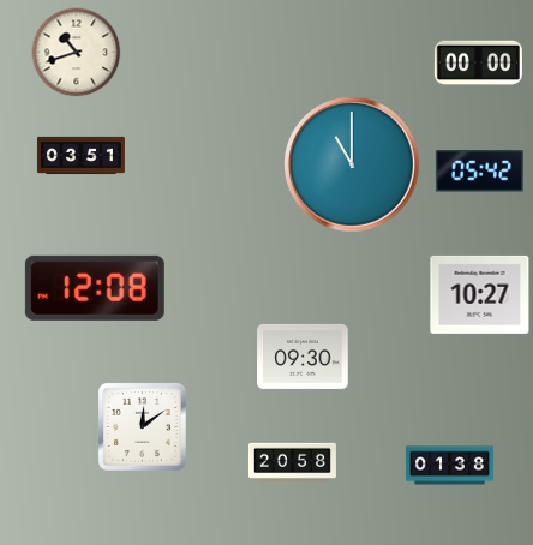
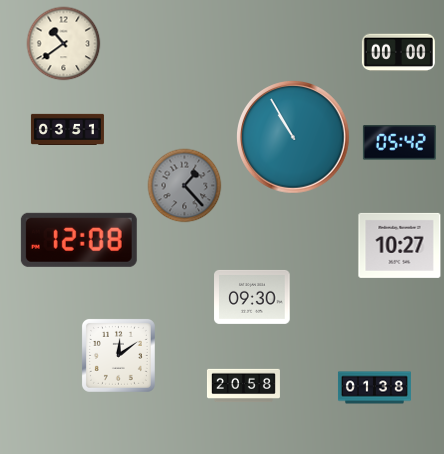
clock at (77, 53): 10:42 -> 10:39
clock at (352, 164): 11:00 -> 10:55
clock at (185, 186): none -> 1:23
